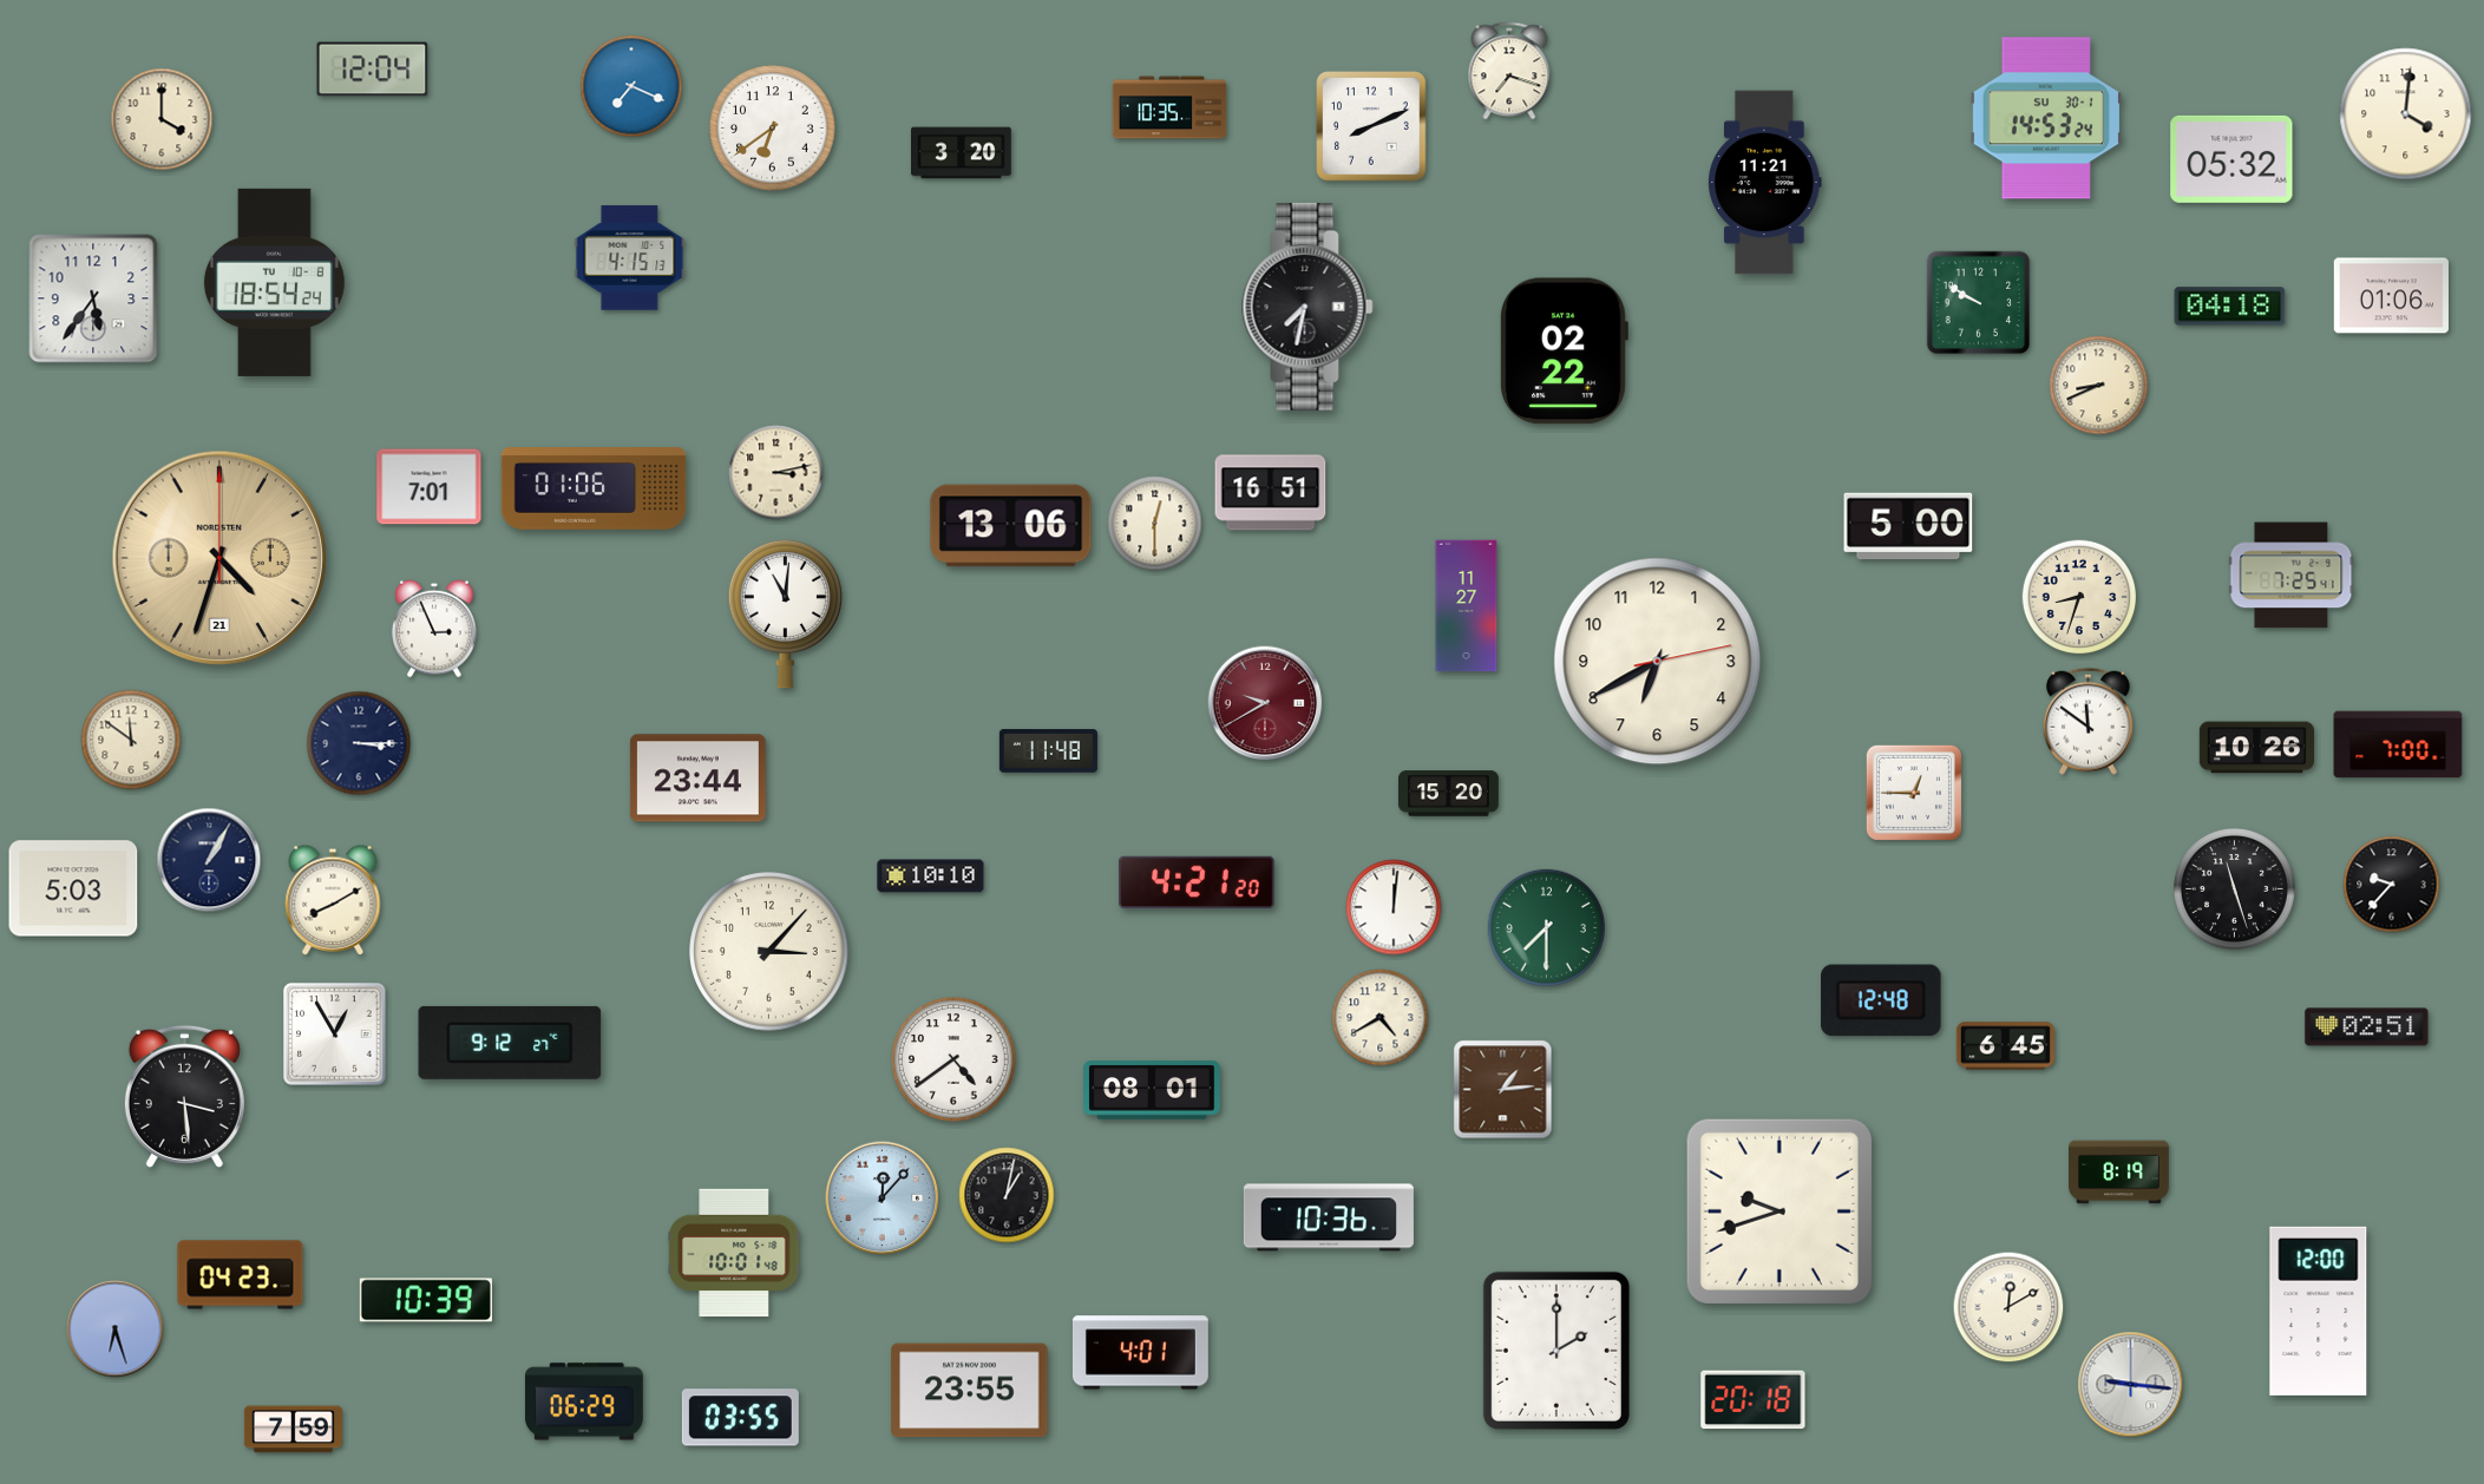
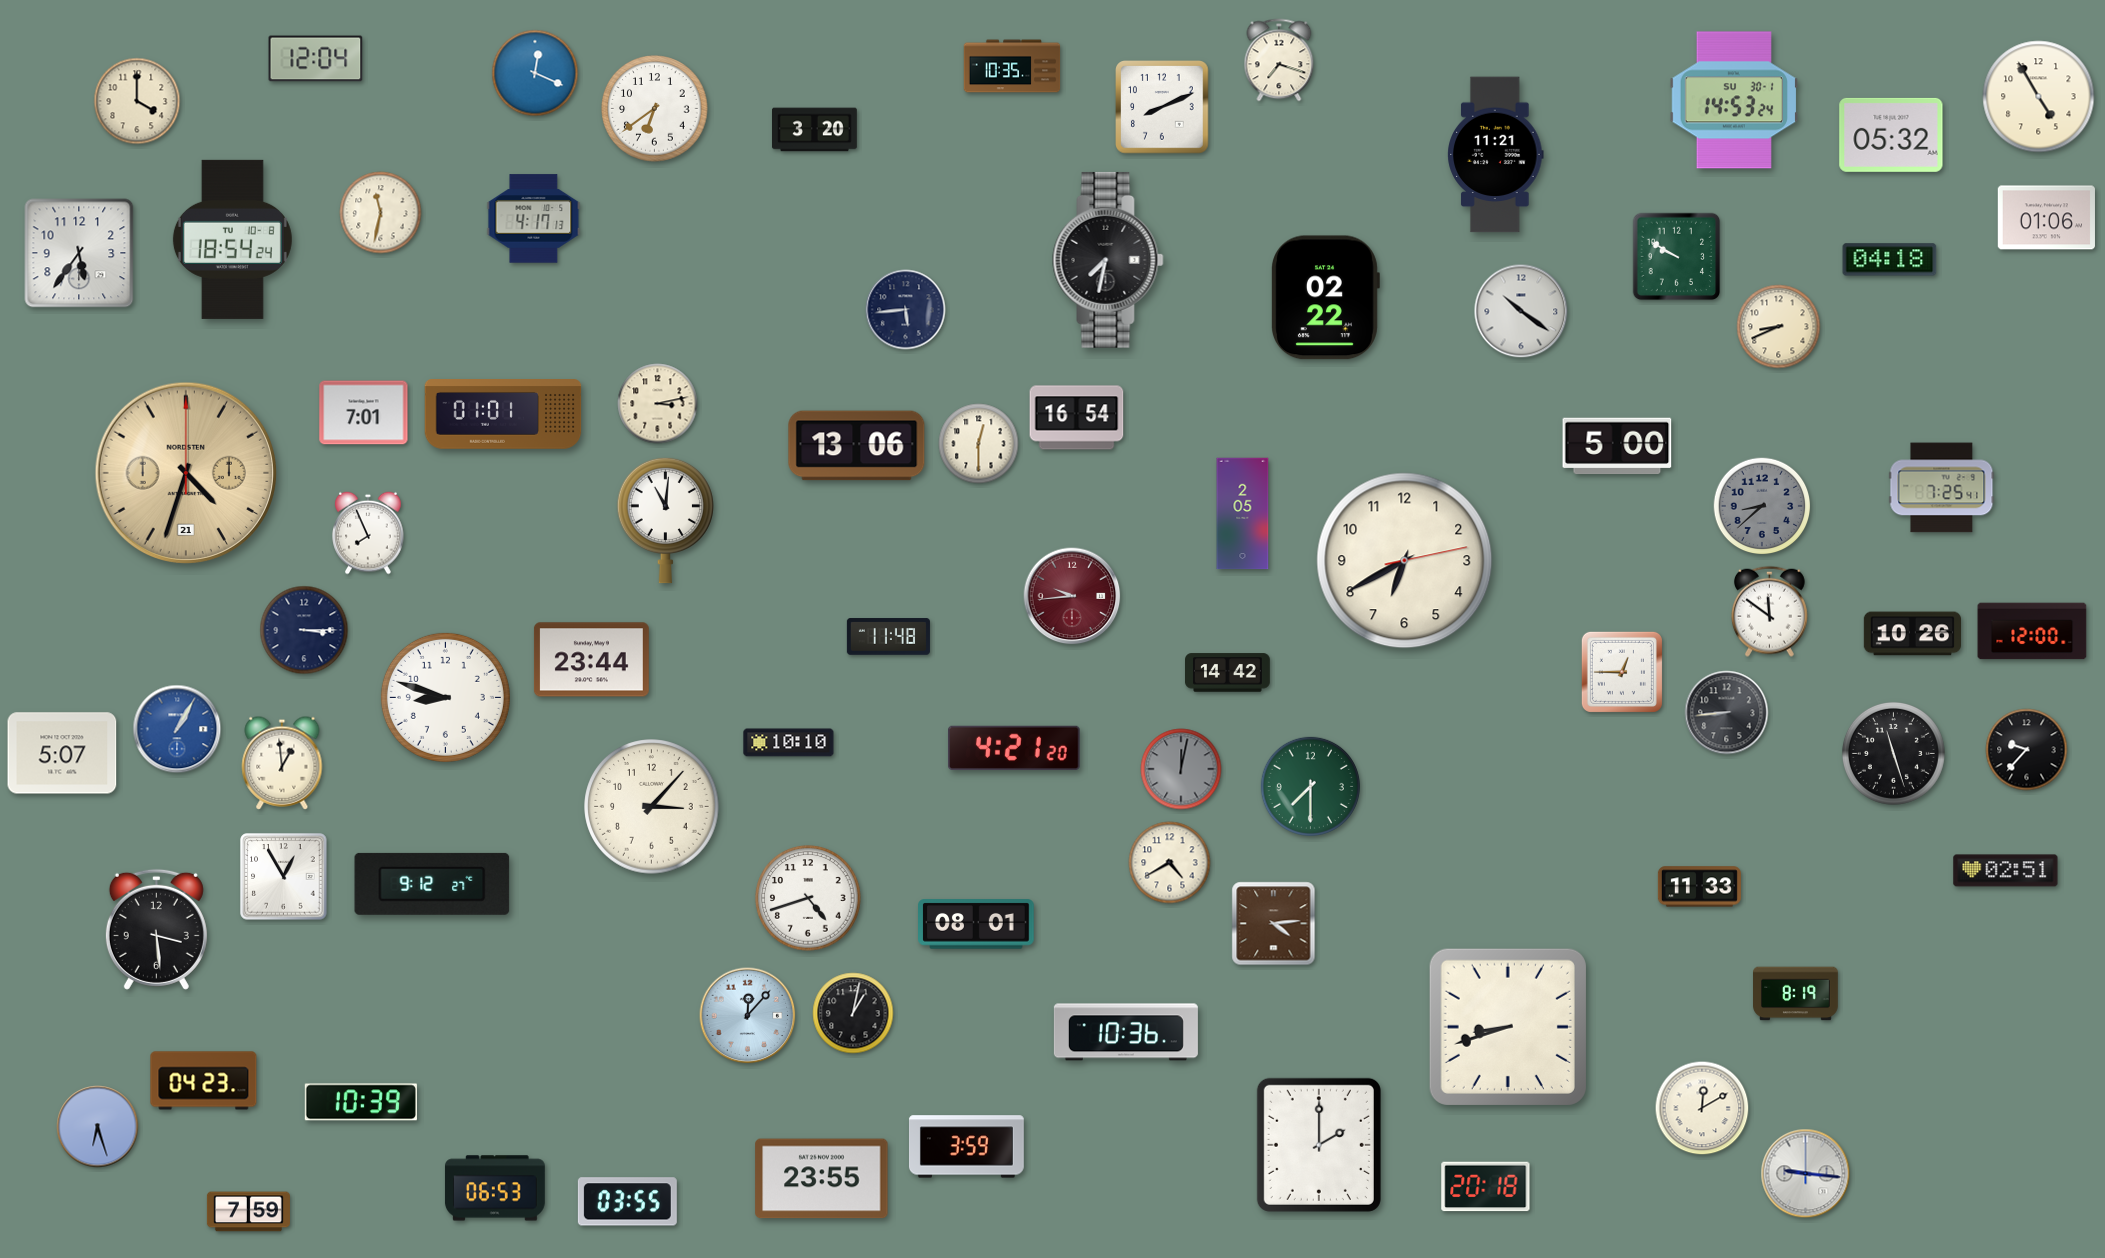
clock at (631, 86): 7:19 -> 12:19
clock at (1169, 107) position: (1169, 107) -> (1012, 66)
clock at (2406, 114): 4:01 -> 4:55
clock at (381, 213): none -> 11:32
clock at (630, 258): 4:15 -> 4:17
clock at (2391, 296) position: (2391, 296) -> (2046, 218)
clock at (906, 310): none -> 5:44
clock at (1521, 311): none -> 10:21
clock at (776, 473) position: (776, 473) -> (658, 404)
clock at (594, 488): 01:06 -> 01:01
clock at (1271, 493): 16:51 -> 16:54
clock at (2079, 597): 8:33 -> 8:38
clock at (2079, 597) dial: cream -> grey
clock at (1467, 606): 11:27 -> 2:05
clock at (434, 629): 2:56 -> 7:56
clock at (1265, 703): 9:40 -> 9:44
clock at (131, 740): 11:51 -> none
clock at (2398, 744): 7:00 -> 12:00
clock at (1449, 794): 15:20 -> 14:42
clock at (445, 697): none -> 8:48
clock at (1727, 713): none -> 8:44
clock at (209, 860) dial: navy -> blue
clock at (73, 888): 5:03 -> 5:07
clock at (333, 900): 8:10 -> 12:59
clock at (1394, 907): 12:01 -> 12:02
clock at (1394, 907) dial: white -> grey
clock at (1882, 1000): 12:48 -> none
clock at (2005, 1046): 6:45 -> 11:33
clock at (953, 1059): 4:39 -> 4:42
clock at (1503, 1090): 1:14 -> 4:14
clock at (1780, 1212): 9:42 -> 8:42
clock at (734, 1253): 10:01 -> none
clock at (2319, 1311): 12:00 -> none
clock at (1140, 1353): 4:01 -> 3:59
clock at (584, 1401): 06:29 -> 06:53
